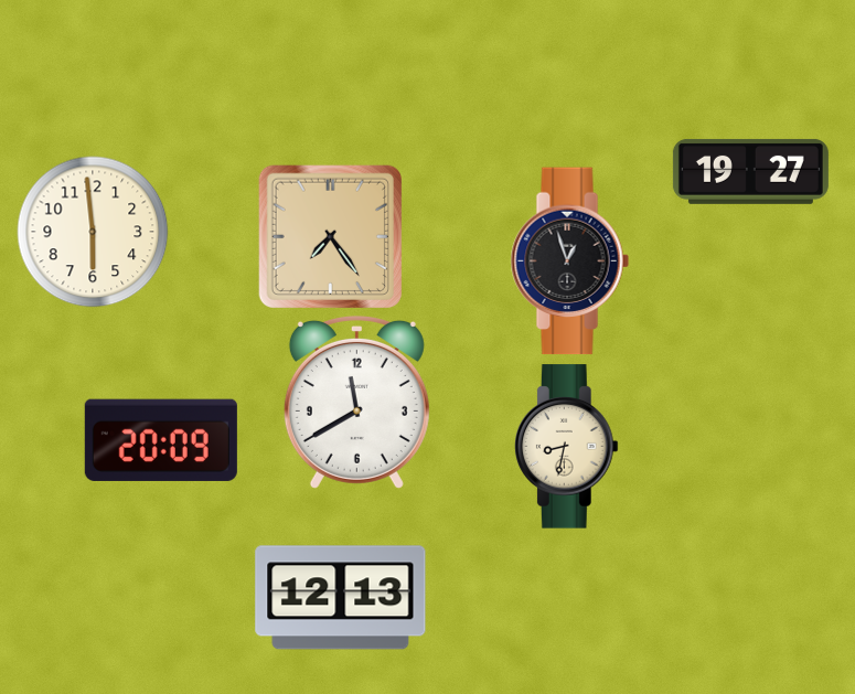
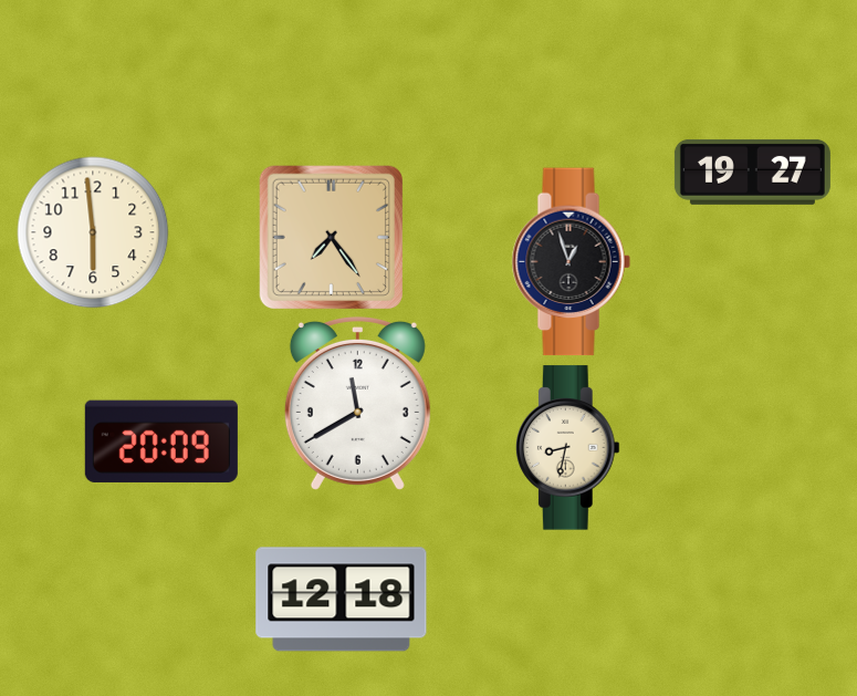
clock at (341, 598): 12:13 -> 12:18
